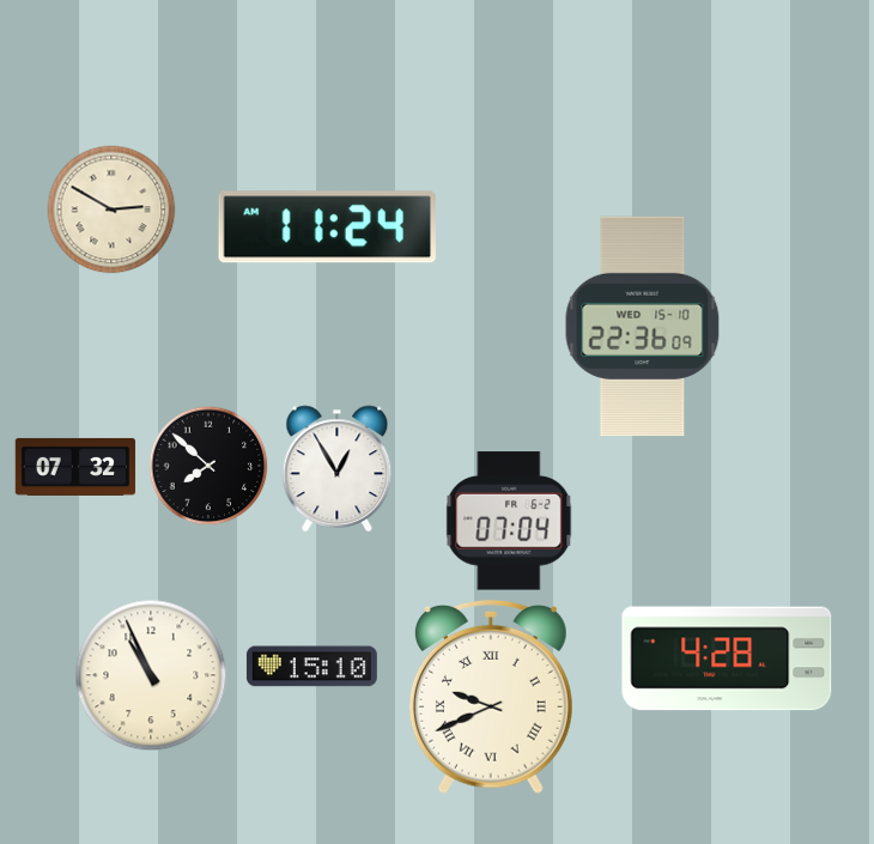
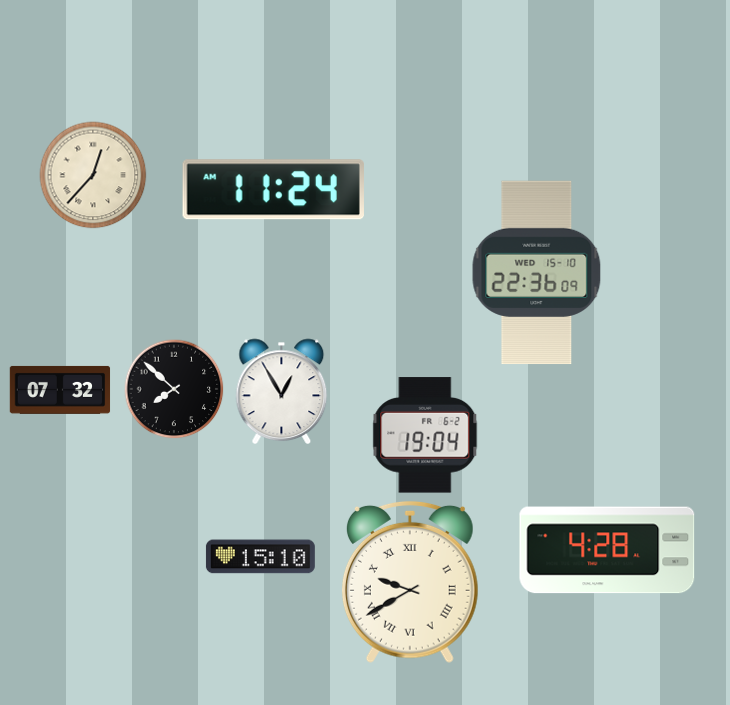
clock at (111, 210): 2:50 -> 12:37
clock at (75, 467) position: (75, 467) -> (60, 390)
clock at (509, 521): 07:04 -> 19:04
clock at (151, 675): 10:56 -> none
clock at (491, 697): 9:41 -> 9:40
